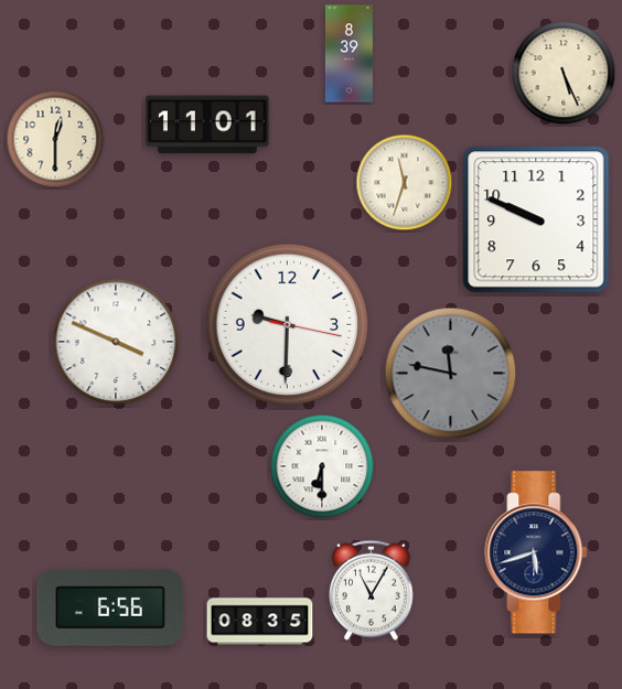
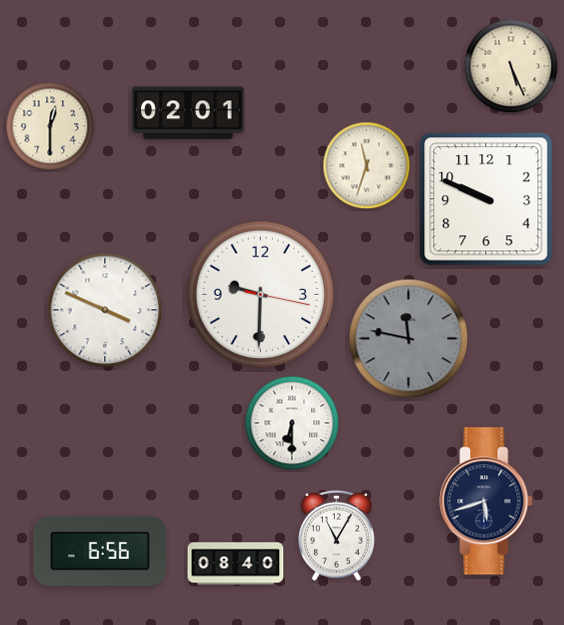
clock at (348, 54): 8:39 -> none
clock at (207, 125): 11:01 -> 02:01
clock at (260, 622): 08:35 -> 08:40
